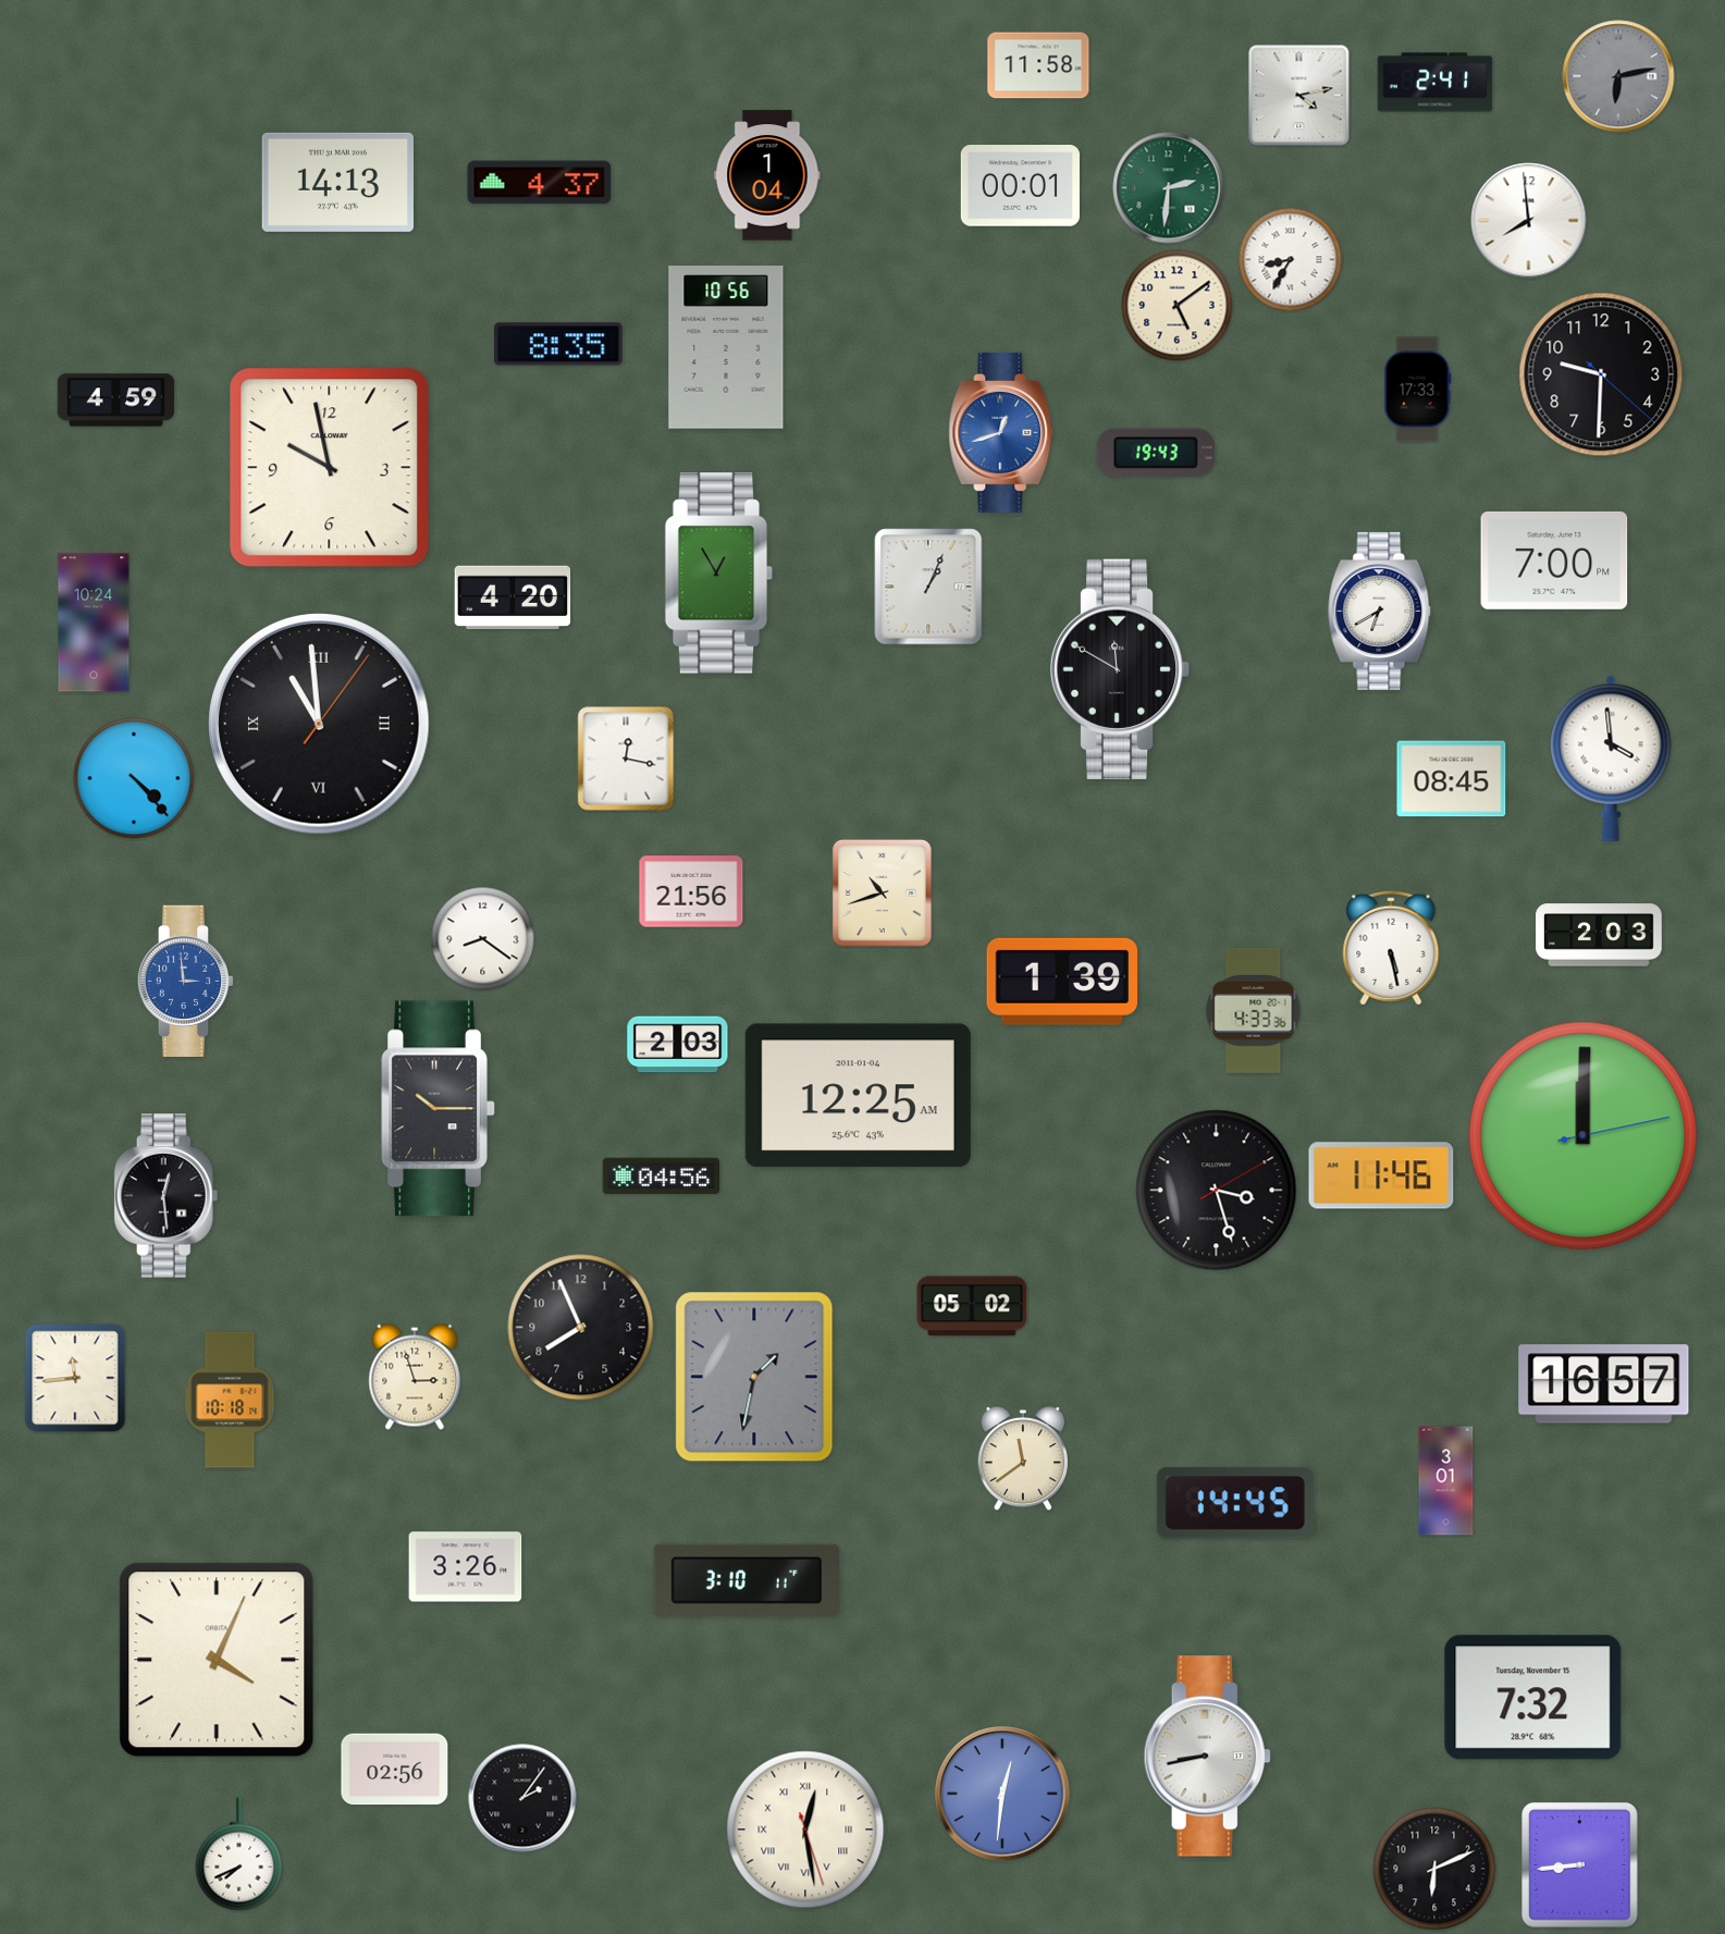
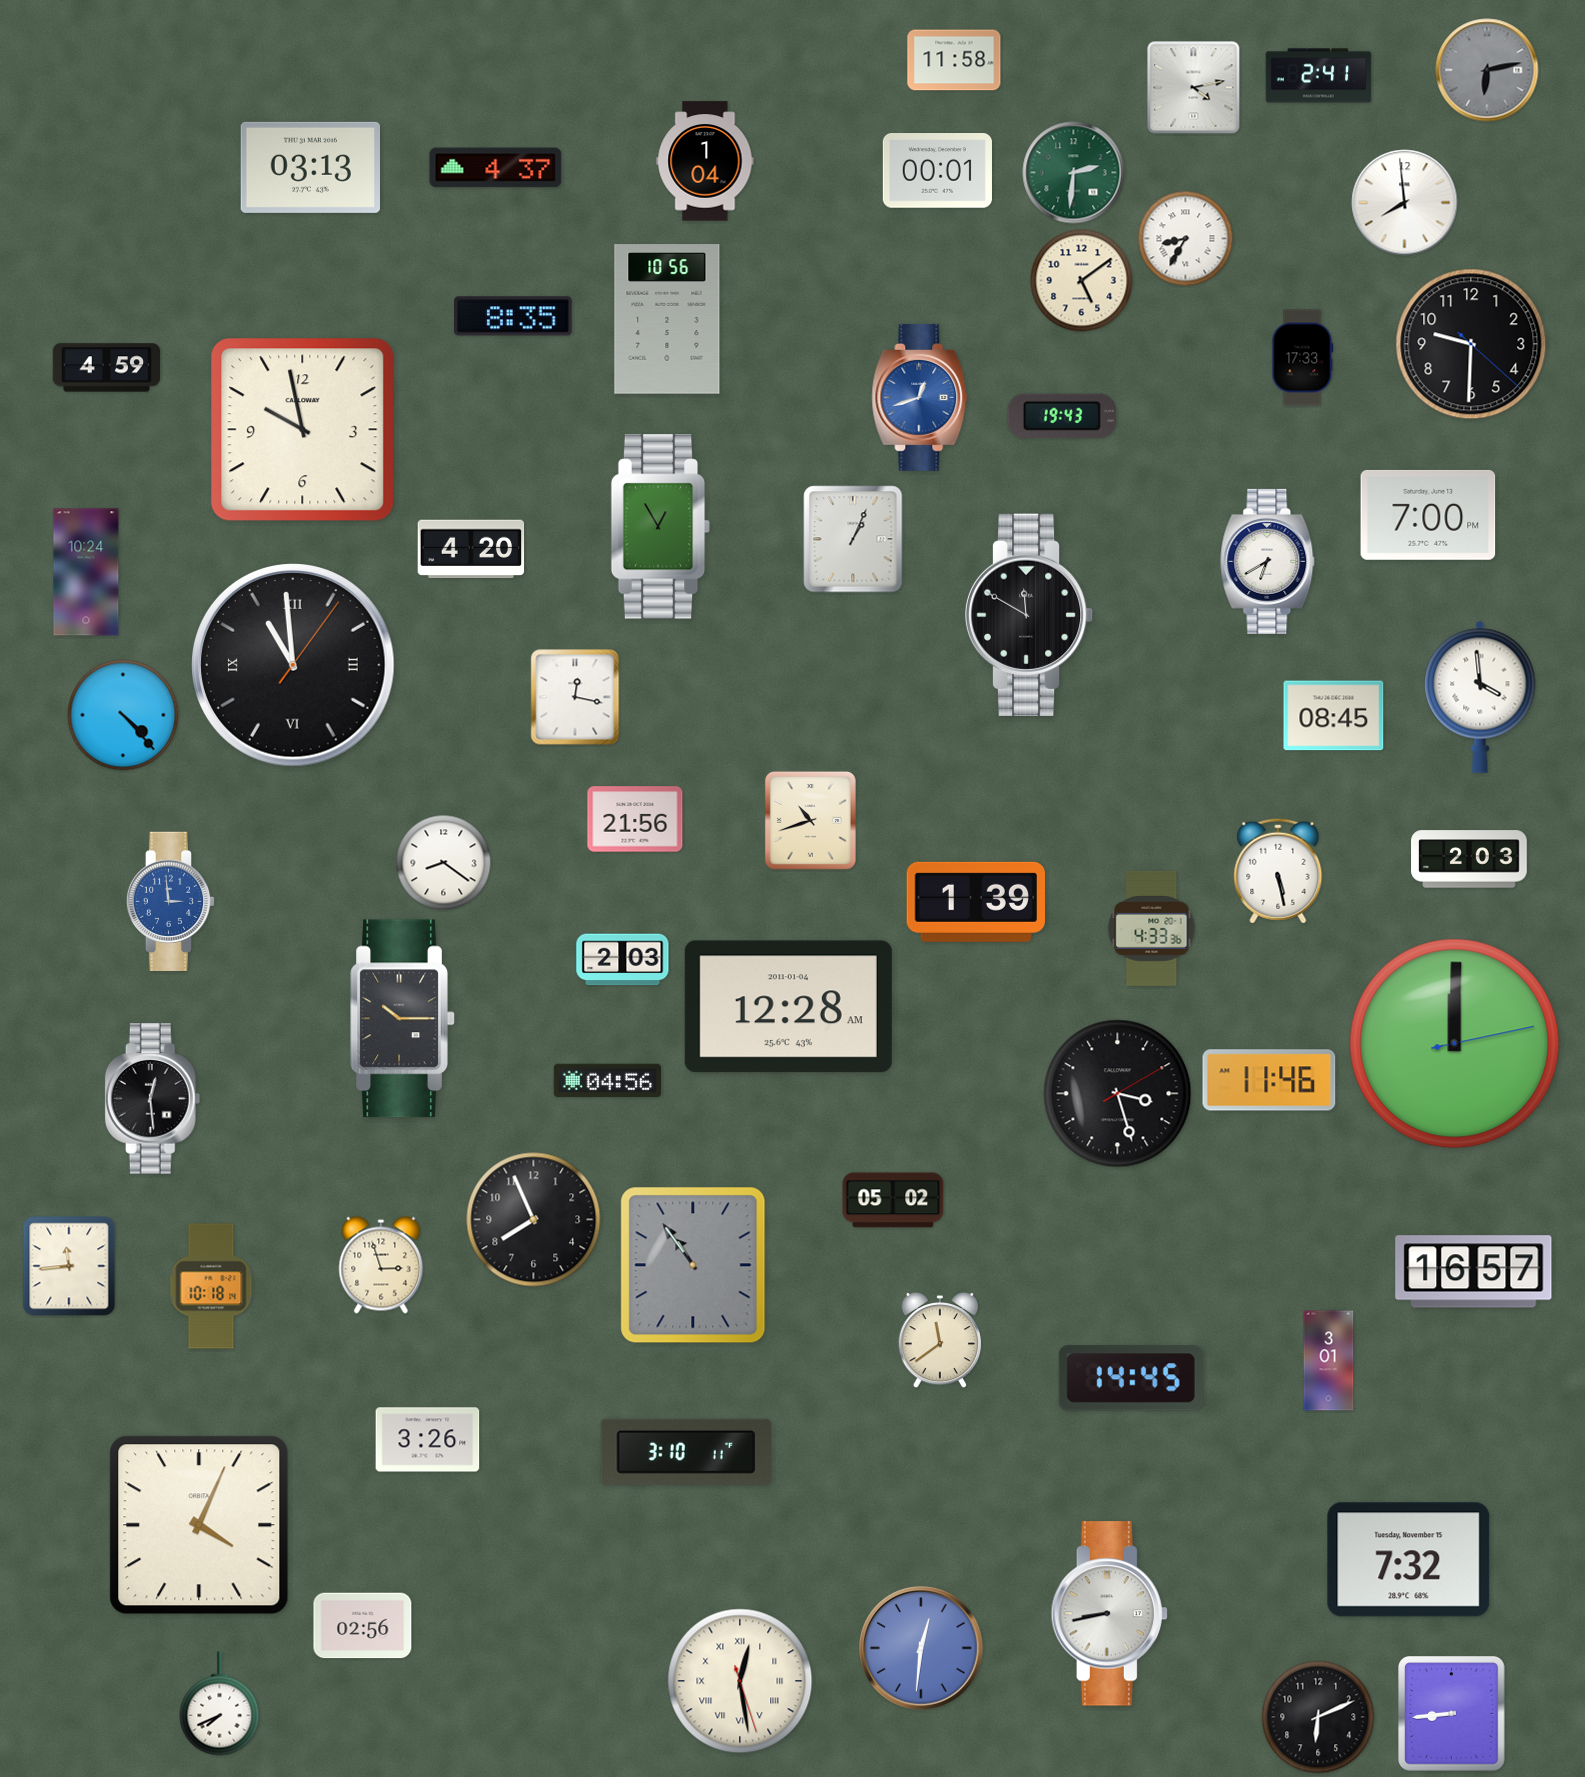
clock at (337, 182): 14:13 -> 03:13
clock at (858, 1096): 12:25 -> 12:28
clock at (754, 1377): 1:32 -> 10:54
clock at (1235, 1503) position: (1235, 1503) -> (1131, 1378)
clock at (522, 1798): 2:06 -> none
